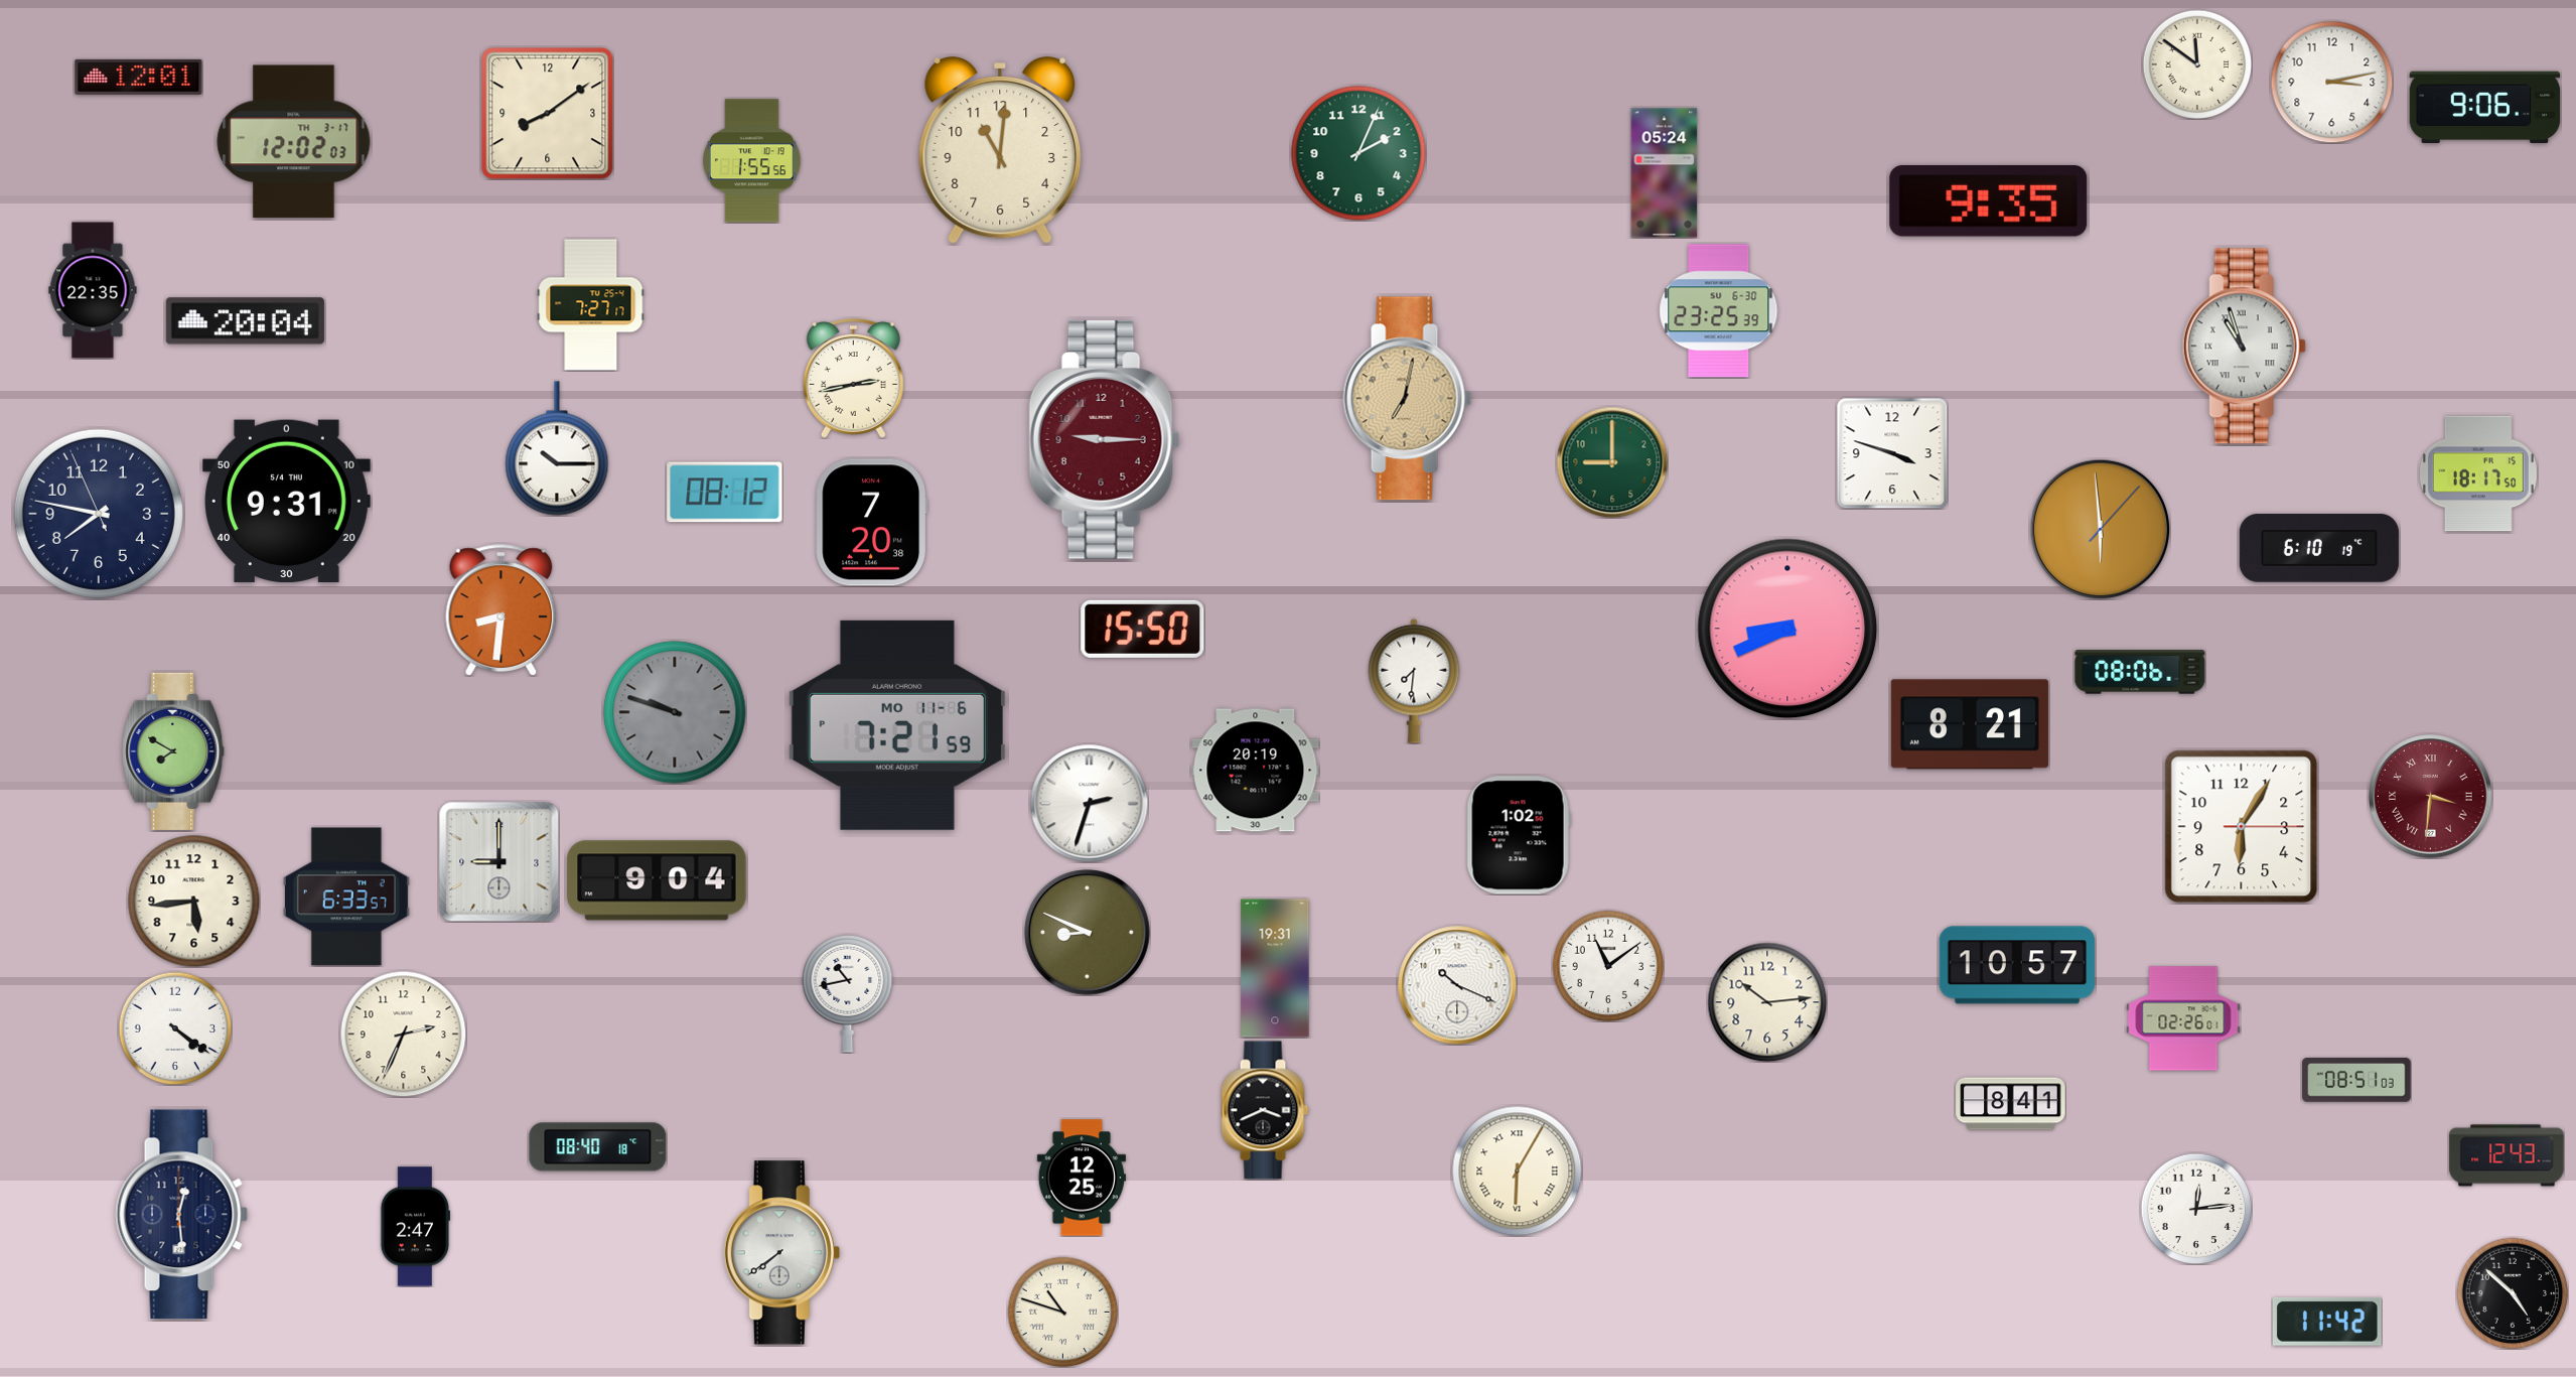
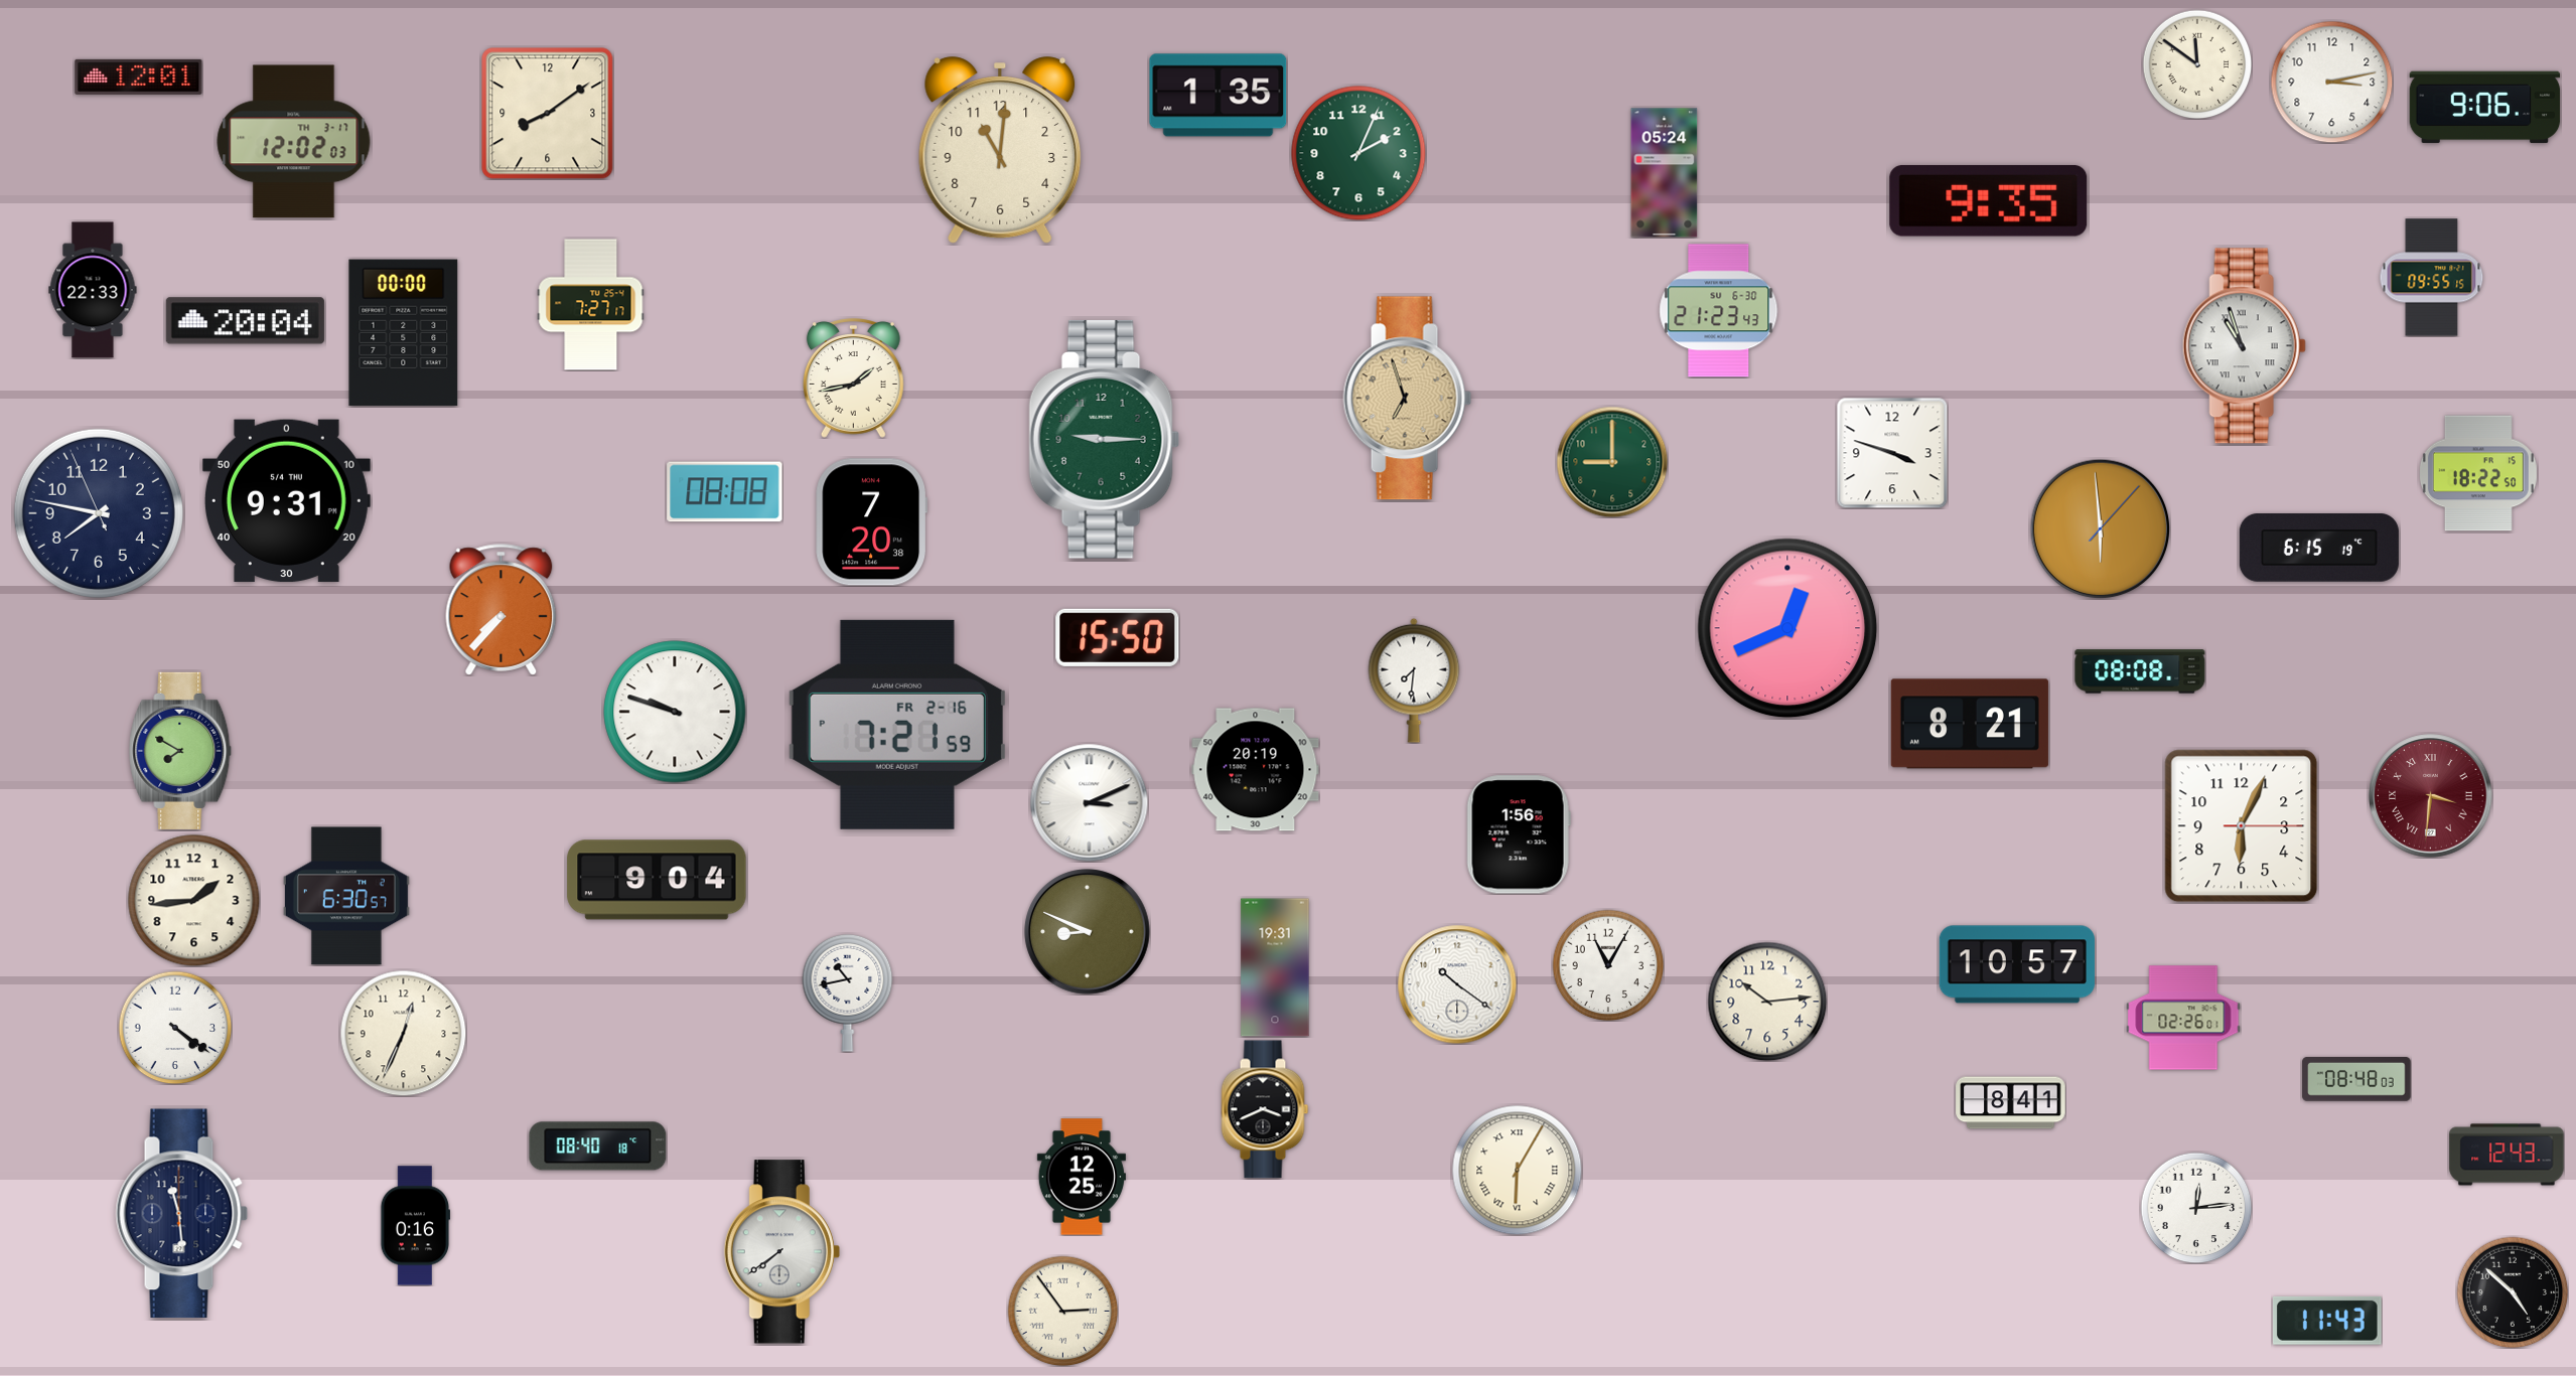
clock at (1219, 96): none -> 1:35
clock at (752, 161): 1:55 -> none
clock at (2432, 278): none -> 09:55
clock at (93, 290): 22:35 -> 22:33
clock at (1719, 311): 23:25 -> 21:23
clock at (404, 333): none -> 00:00
clock at (853, 379): 2:43 -> 1:43
clock at (1408, 399): 7:02 -> 6:57
clock at (1105, 439) dial: burgundy -> green
clock at (557, 448): 10:15 -> none
clock at (2478, 473): 18:17 -> 18:22
clock at (725, 493): 08:12 -> 08:08
clock at (2319, 549): 6:10 -> 6:15
clock at (502, 610): 8:31 -> 7:37
clock at (1143, 629) position: (1143, 629) -> (1118, 637)
clock at (1787, 629): 8:41 -> 12:41
clock at (2140, 672): 08:06 -> 08:08
clock at (675, 712) dial: grey -> white
clock at (897, 725) date: MO 11-6 -> FR 2-16
clock at (174, 751) position: (174, 751) -> (181, 751)
clock at (1089, 803): 2:33 -> 3:11
clock at (2242, 827): 6:05 -> 6:04
clock at (1519, 835): 1:02 -> 1:56
clock at (498, 861): 9:00 -> none
clock at (346, 897): 6:33 -> 6:30
clock at (194, 902): 5:44 -> 1:44
clock at (1608, 966): 11:09 -> 11:05
clock at (1457, 985): 10:19 -> 10:21
clock at (403, 1034): 2:34 -> 12:34
clock at (2356, 1081): 08:51 -> 08:48
clock at (182, 1215): 12:29 -> 11:29
clock at (416, 1227): 2:47 -> 0:16
clock at (1062, 1312): 10:48 -> 2:54
clock at (2328, 1322): 11:42 -> 11:43
